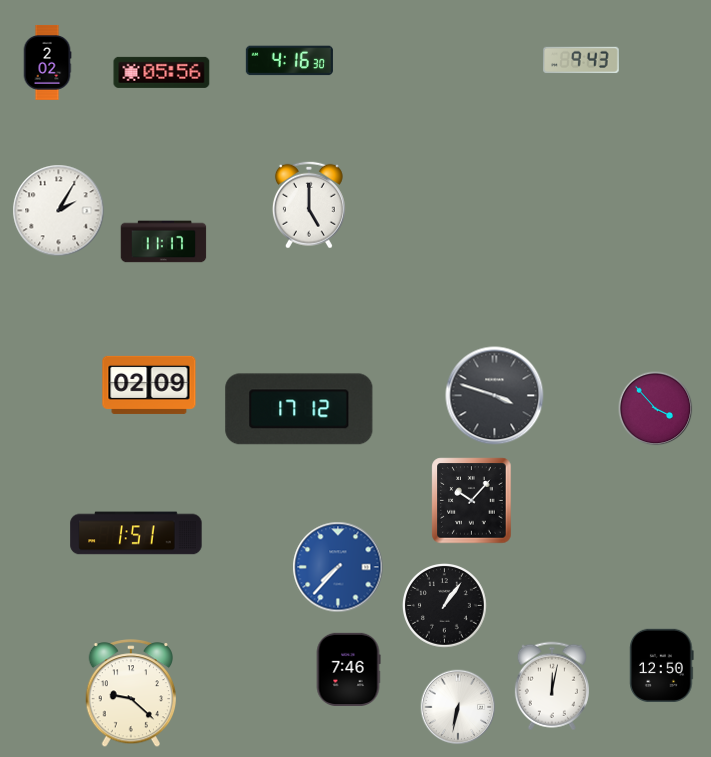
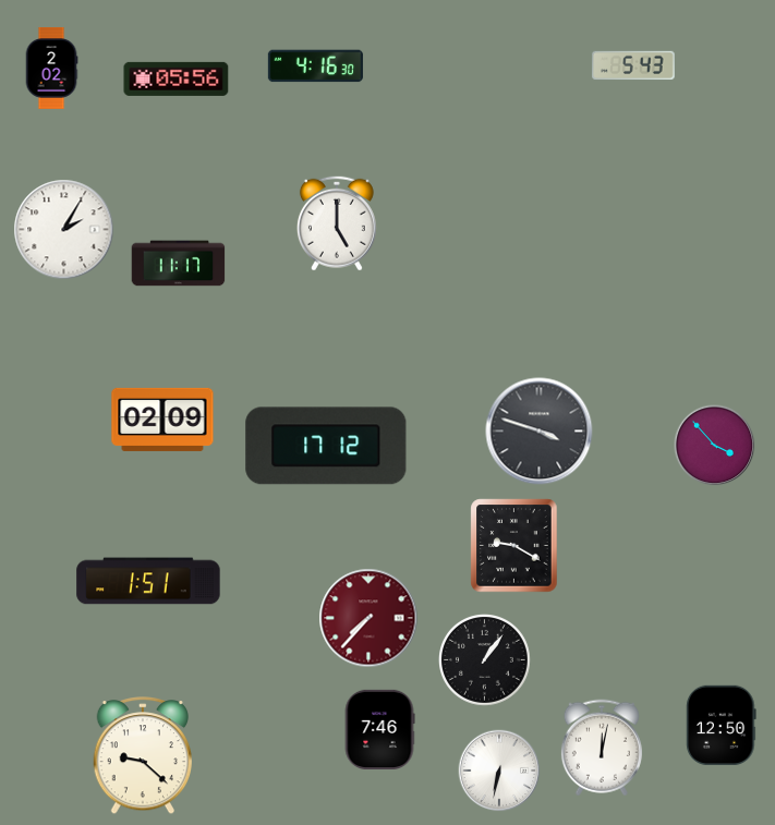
clock at (582, 60): 9:43 -> 5:43
clock at (472, 501): 10:07 -> 9:20
clock at (338, 567) dial: blue -> burgundy
